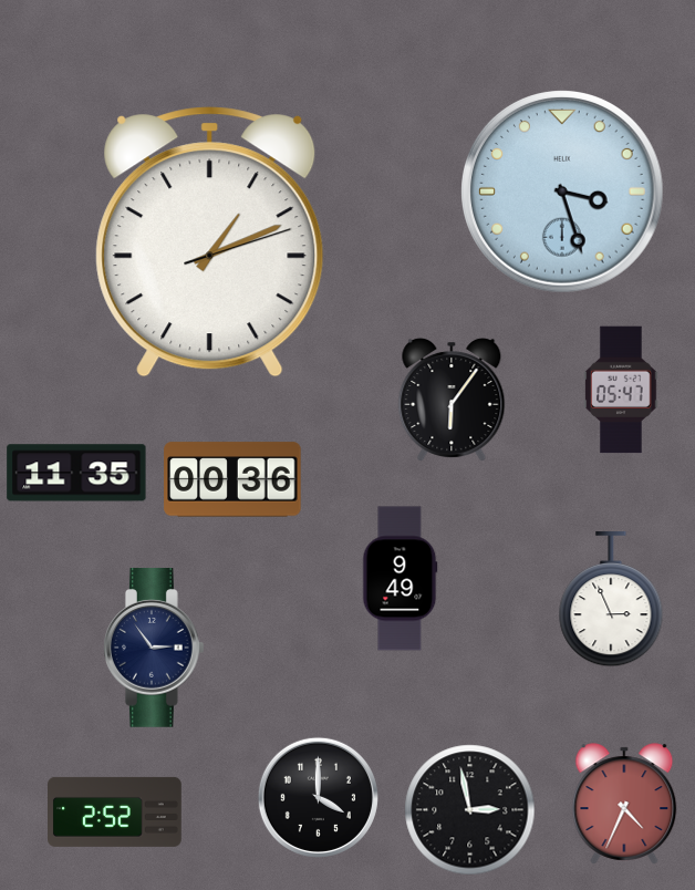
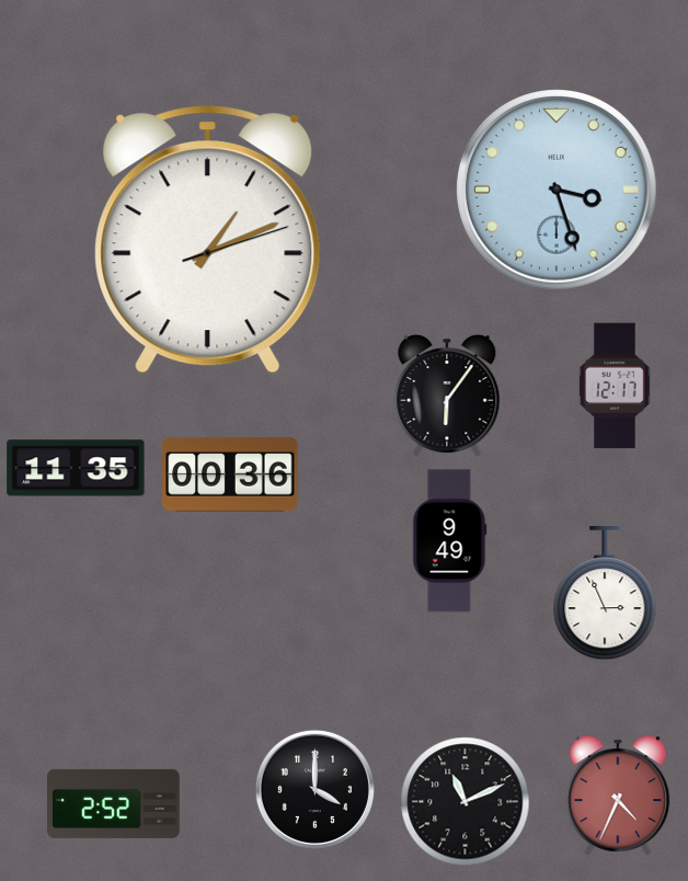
clock at (621, 390): 05:47 -> 12:17
clock at (401, 579) position: (401, 579) -> (450, 541)
clock at (155, 649): 2:54 -> none
clock at (470, 810): 2:58 -> 11:11
